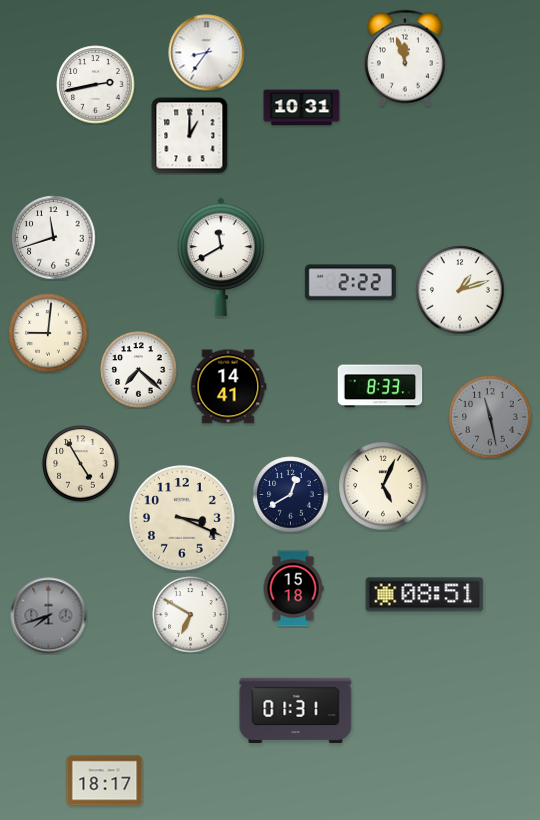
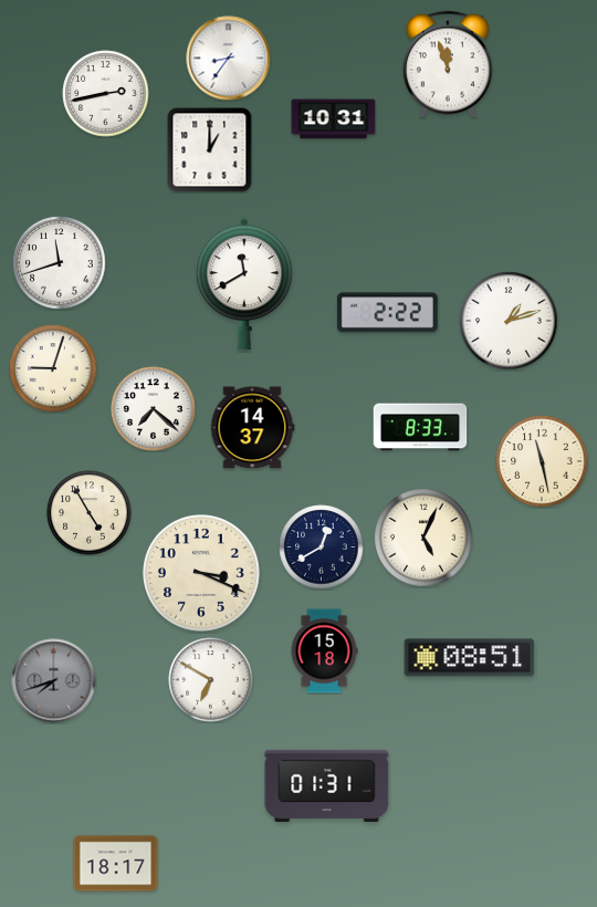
clock at (48, 333): 9:01 -> 9:03
clock at (228, 387): 14:41 -> 14:37
clock at (490, 417) dial: grey -> cream
